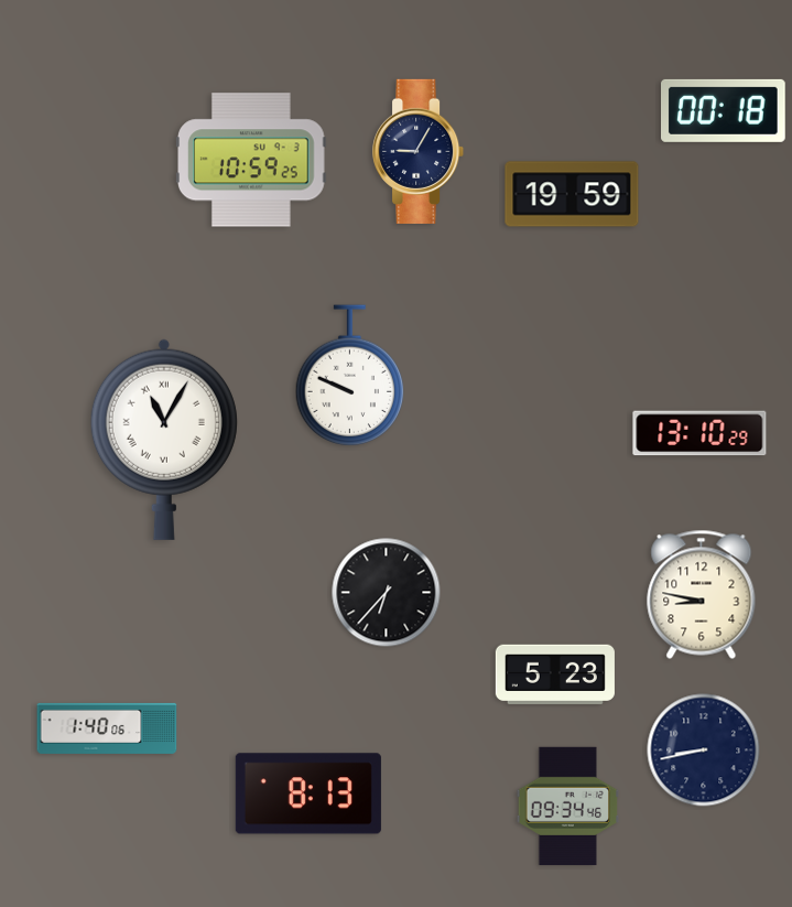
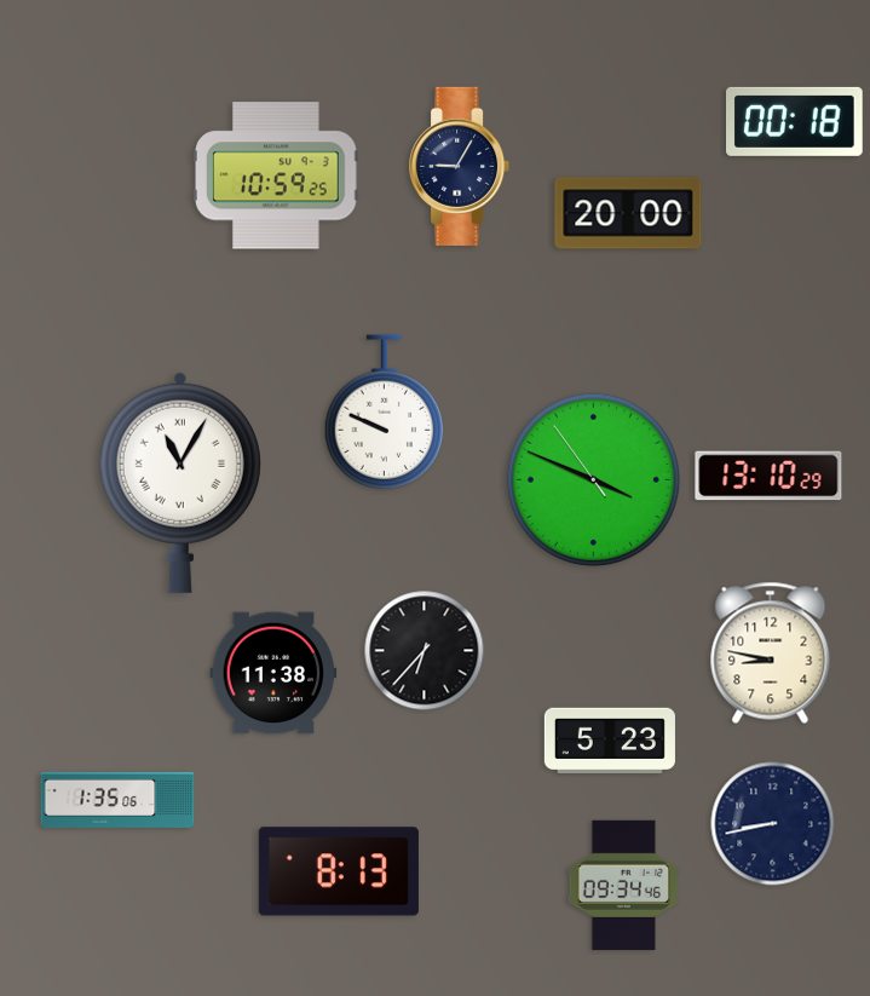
clock at (572, 194): 19:59 -> 20:00
clock at (593, 479): none -> 3:48
clock at (273, 673): none -> 11:38
clock at (107, 728): 1:40 -> 1:35
